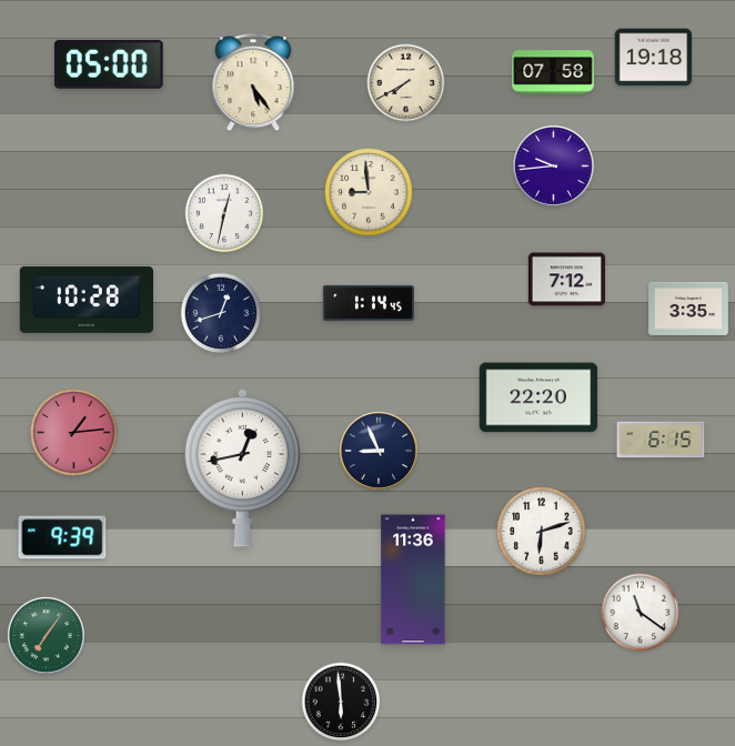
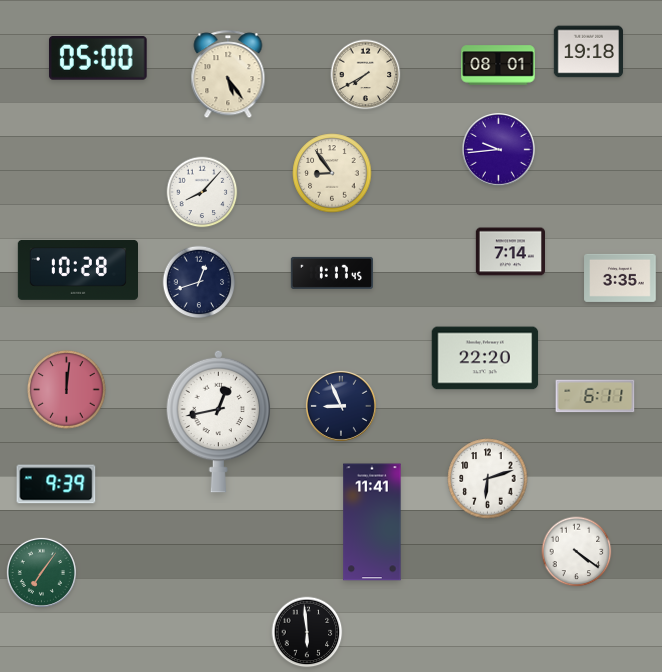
clock at (553, 72): 07:58 -> 08:01
clock at (369, 192): 8:59 -> 8:54
clock at (224, 213): 12:32 -> 8:07
clock at (566, 280): 7:12 -> 7:14
clock at (367, 303): 1:14 -> 1:17
clock at (74, 433): 1:14 -> 12:01
clock at (661, 440): 6:15 -> 6:11
clock at (413, 579): 11:36 -> 11:41
clock at (641, 613): 11:21 -> 4:21
